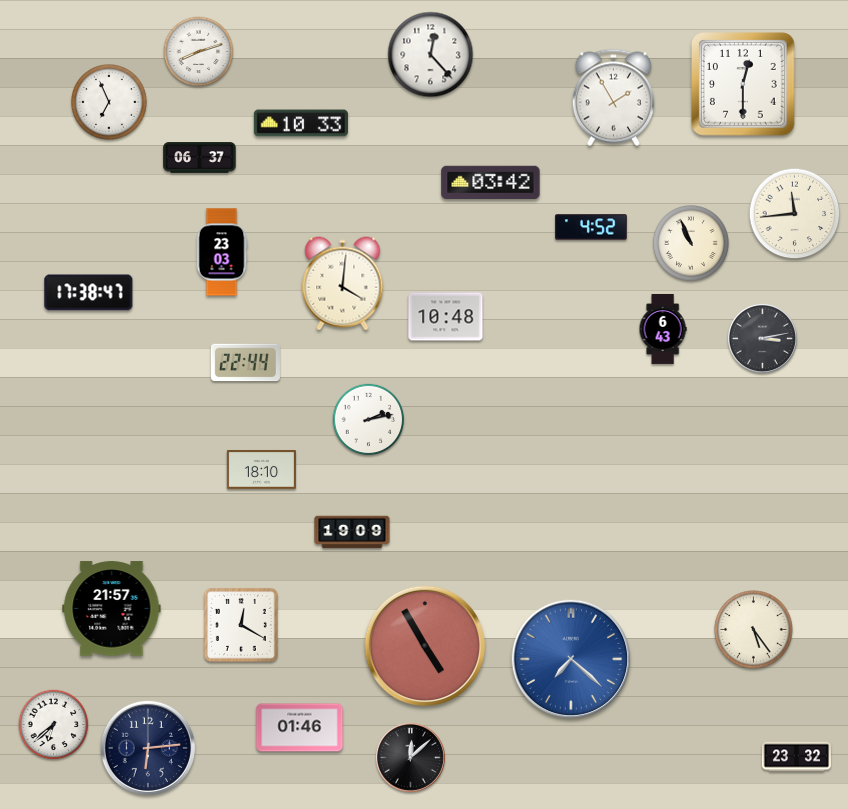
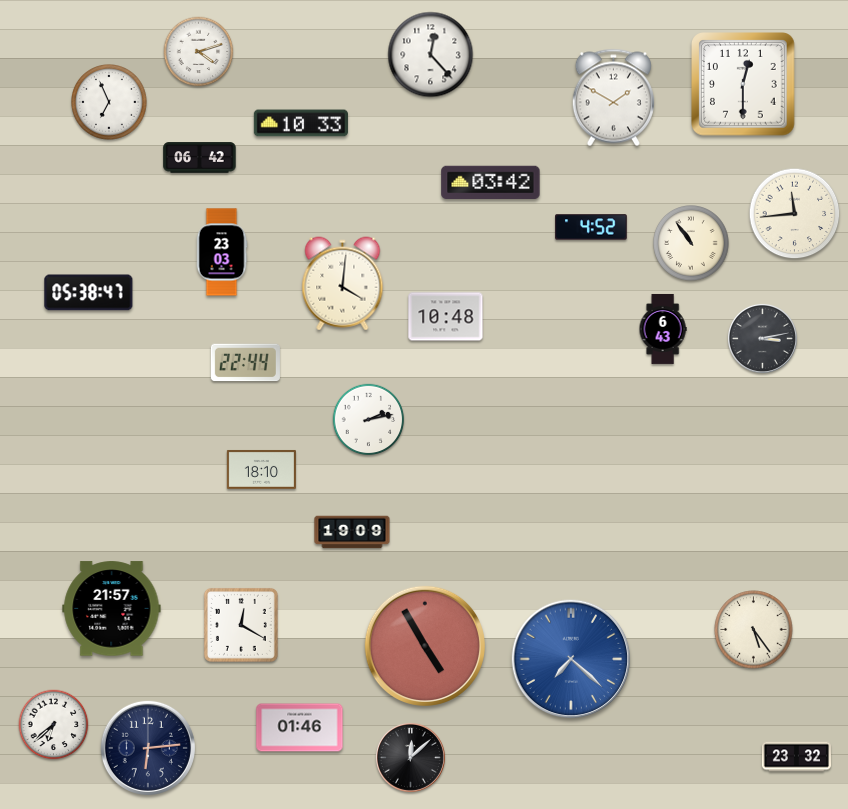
clock at (199, 52): 8:12 -> 4:12
clock at (613, 98): 1:55 -> 1:50
clock at (200, 158): 06:37 -> 06:42
clock at (692, 244): 10:56 -> 10:54
clock at (89, 293): 17:38 -> 05:38
